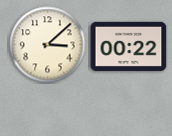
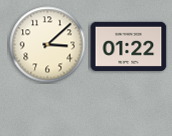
clock at (129, 46): 00:22 -> 01:22
